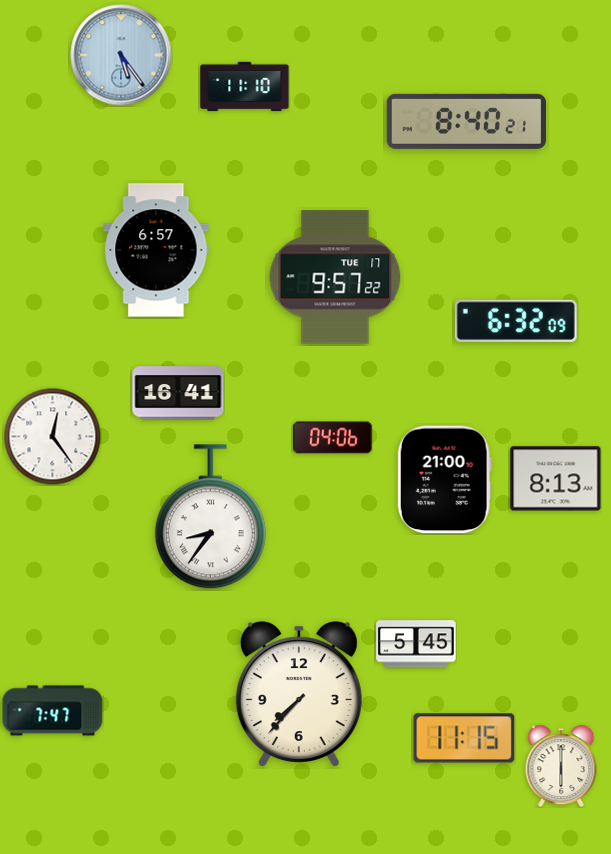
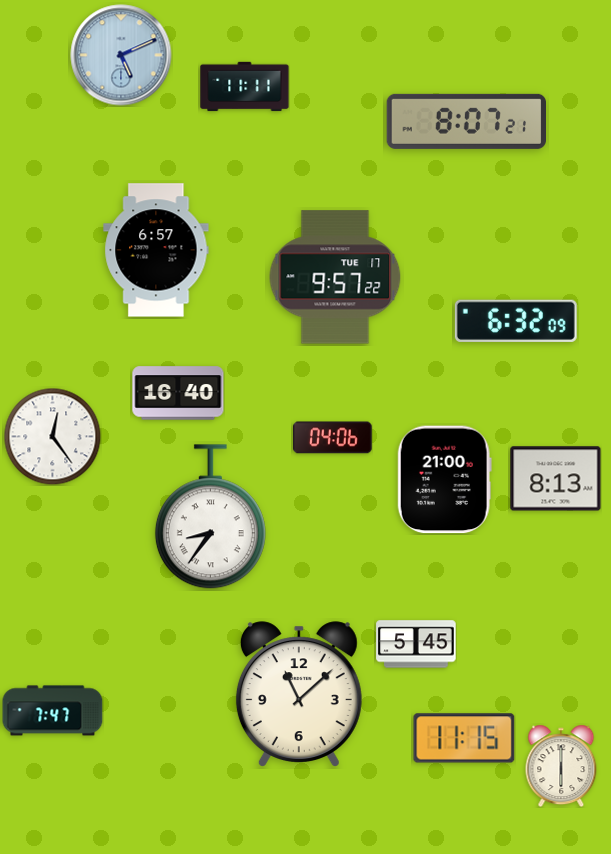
clock at (121, 55): 5:24 -> 5:11
clock at (245, 87): 11:10 -> 11:11
clock at (466, 121): 8:40 -> 8:07
clock at (178, 393): 16:41 -> 16:40
clock at (299, 694): 7:37 -> 11:08
